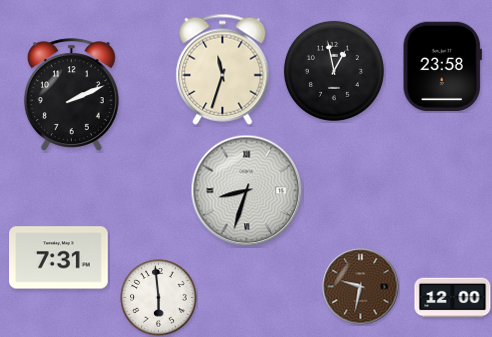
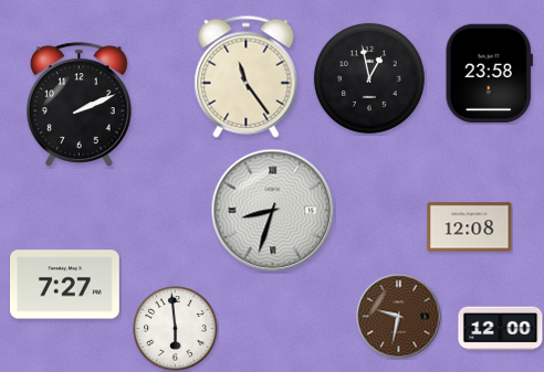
clock at (223, 69): 11:33 -> 11:24
clock at (470, 227): none -> 12:08
clock at (59, 258): 7:31 -> 7:27
